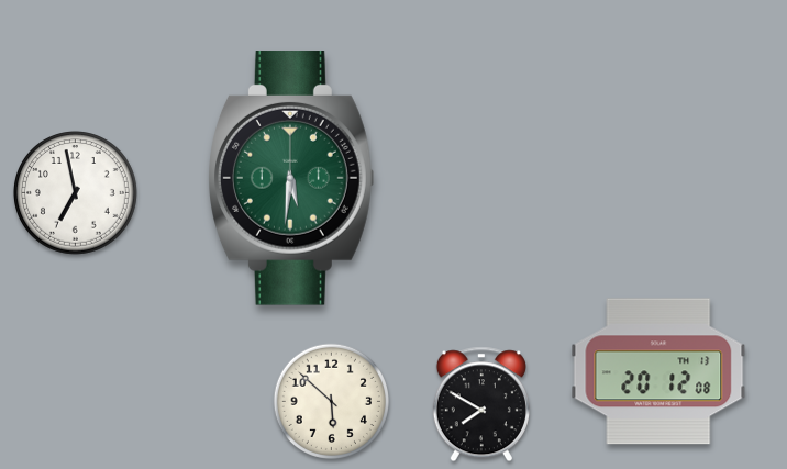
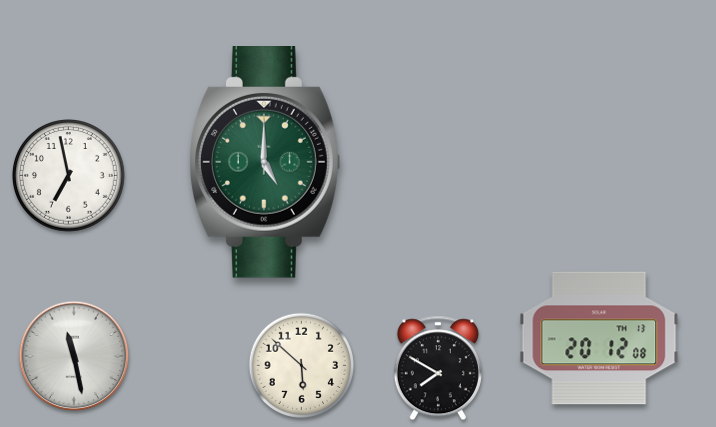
clock at (292, 179): 5:31 -> 5:00
clock at (74, 356): none -> 11:28
